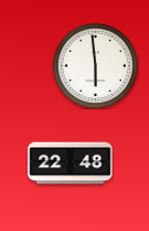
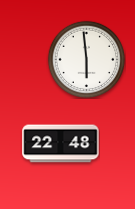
clock at (71, 164) position: (71, 164) -> (61, 144)
